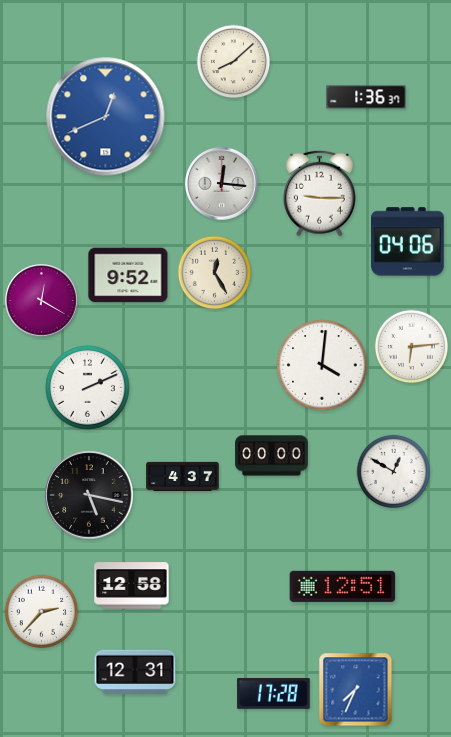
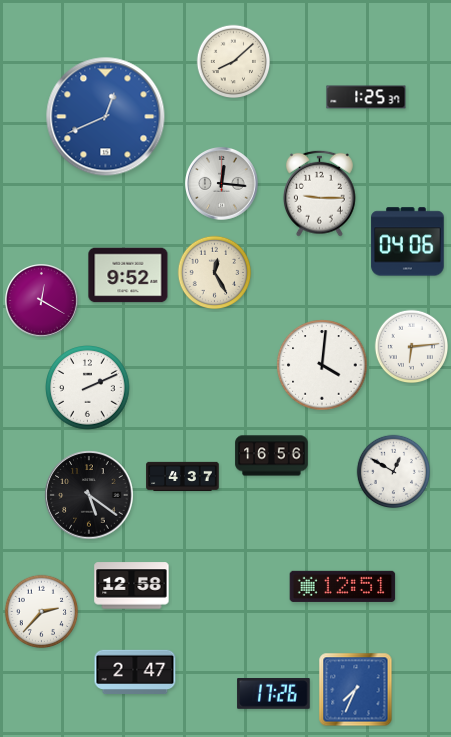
clock at (366, 97): 1:36 -> 1:25
clock at (272, 456): 00:00 -> 16:56
clock at (89, 495): 5:17 -> 5:21
clock at (135, 671): 12:31 -> 2:47
clock at (274, 694): 17:28 -> 17:26
